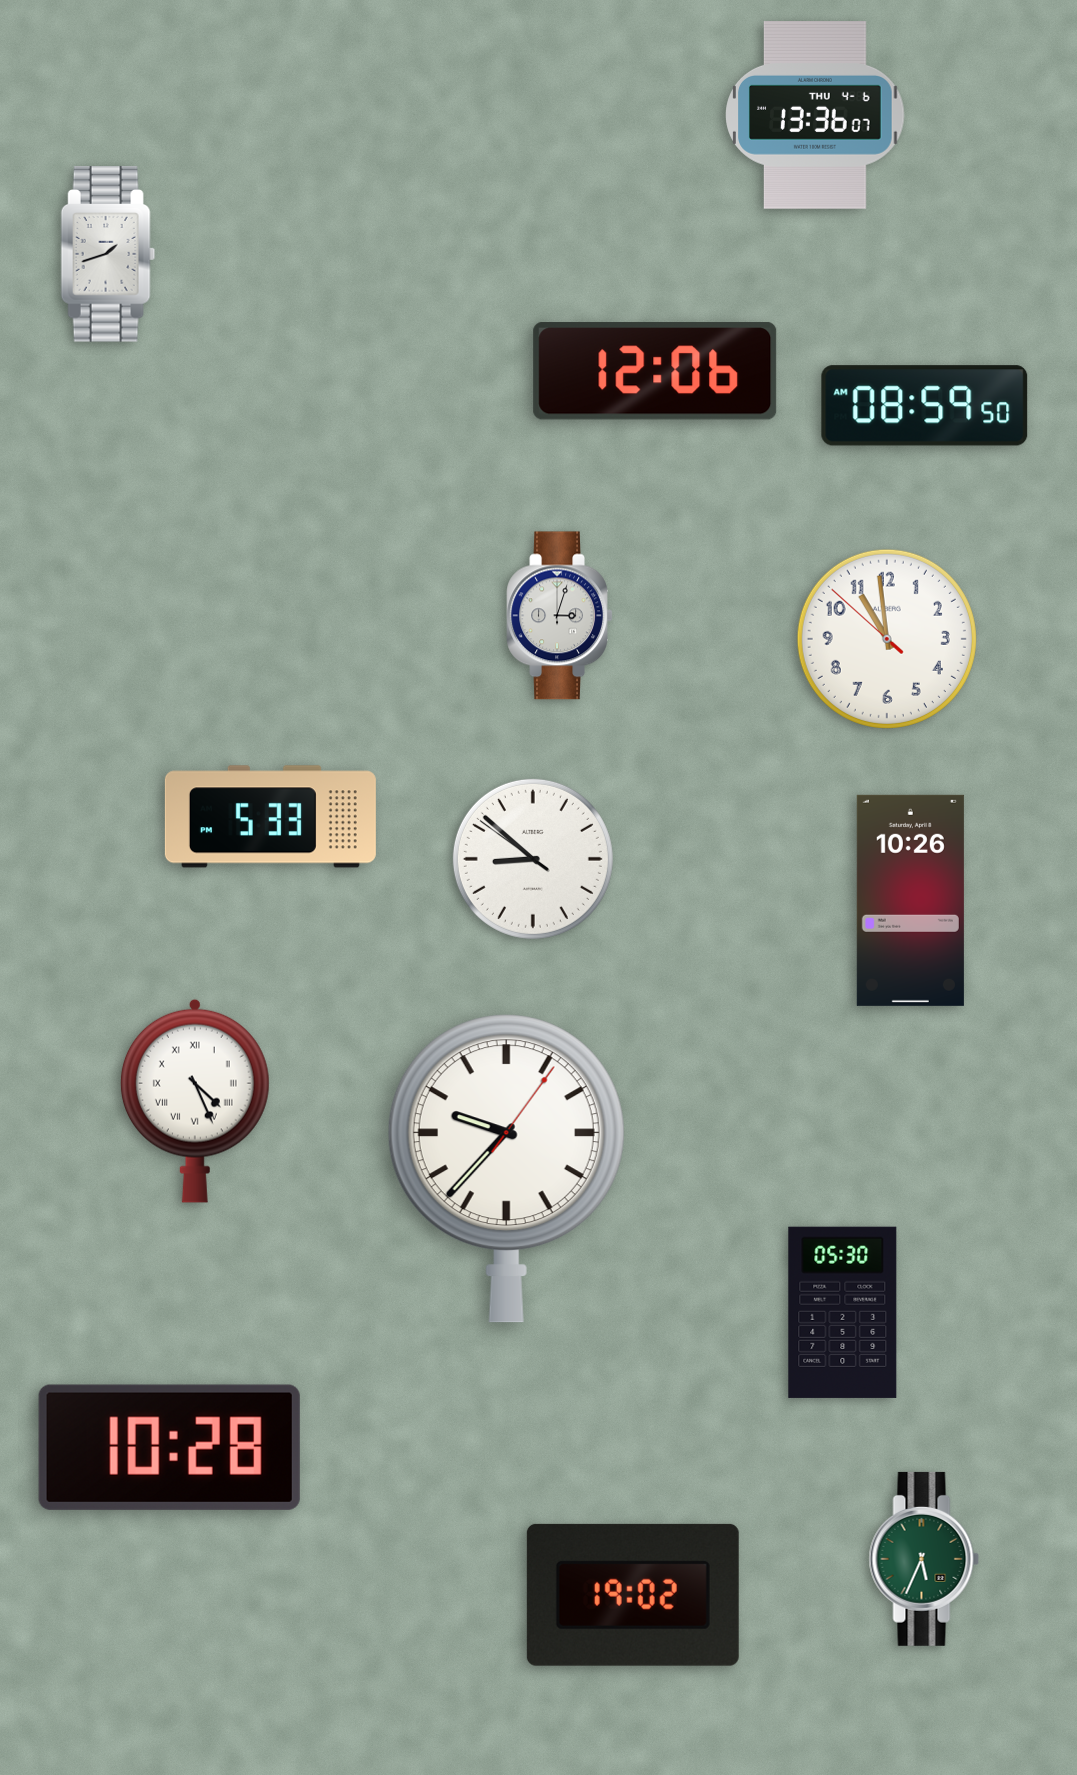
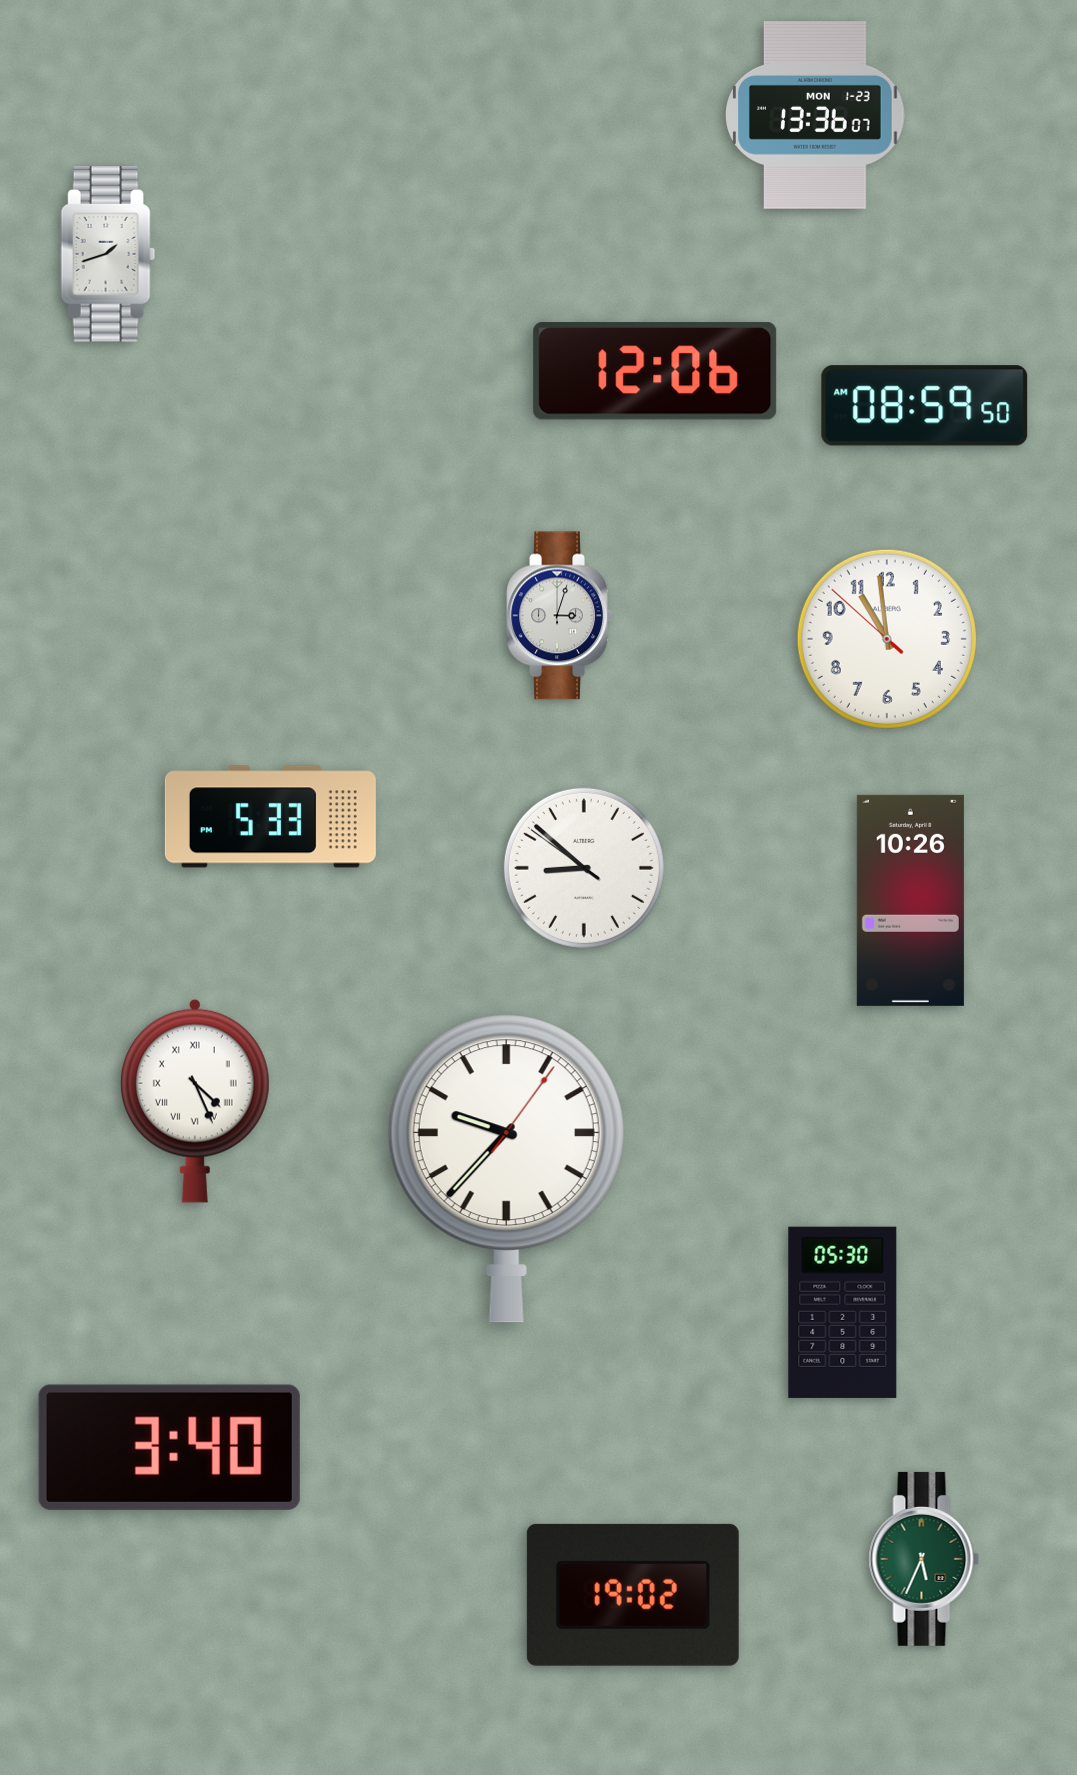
clock at (815, 116) date: THU 4-6 -> MON 1-23
clock at (533, 859) position: (533, 859) -> (584, 868)
clock at (169, 1447): 10:28 -> 3:40
